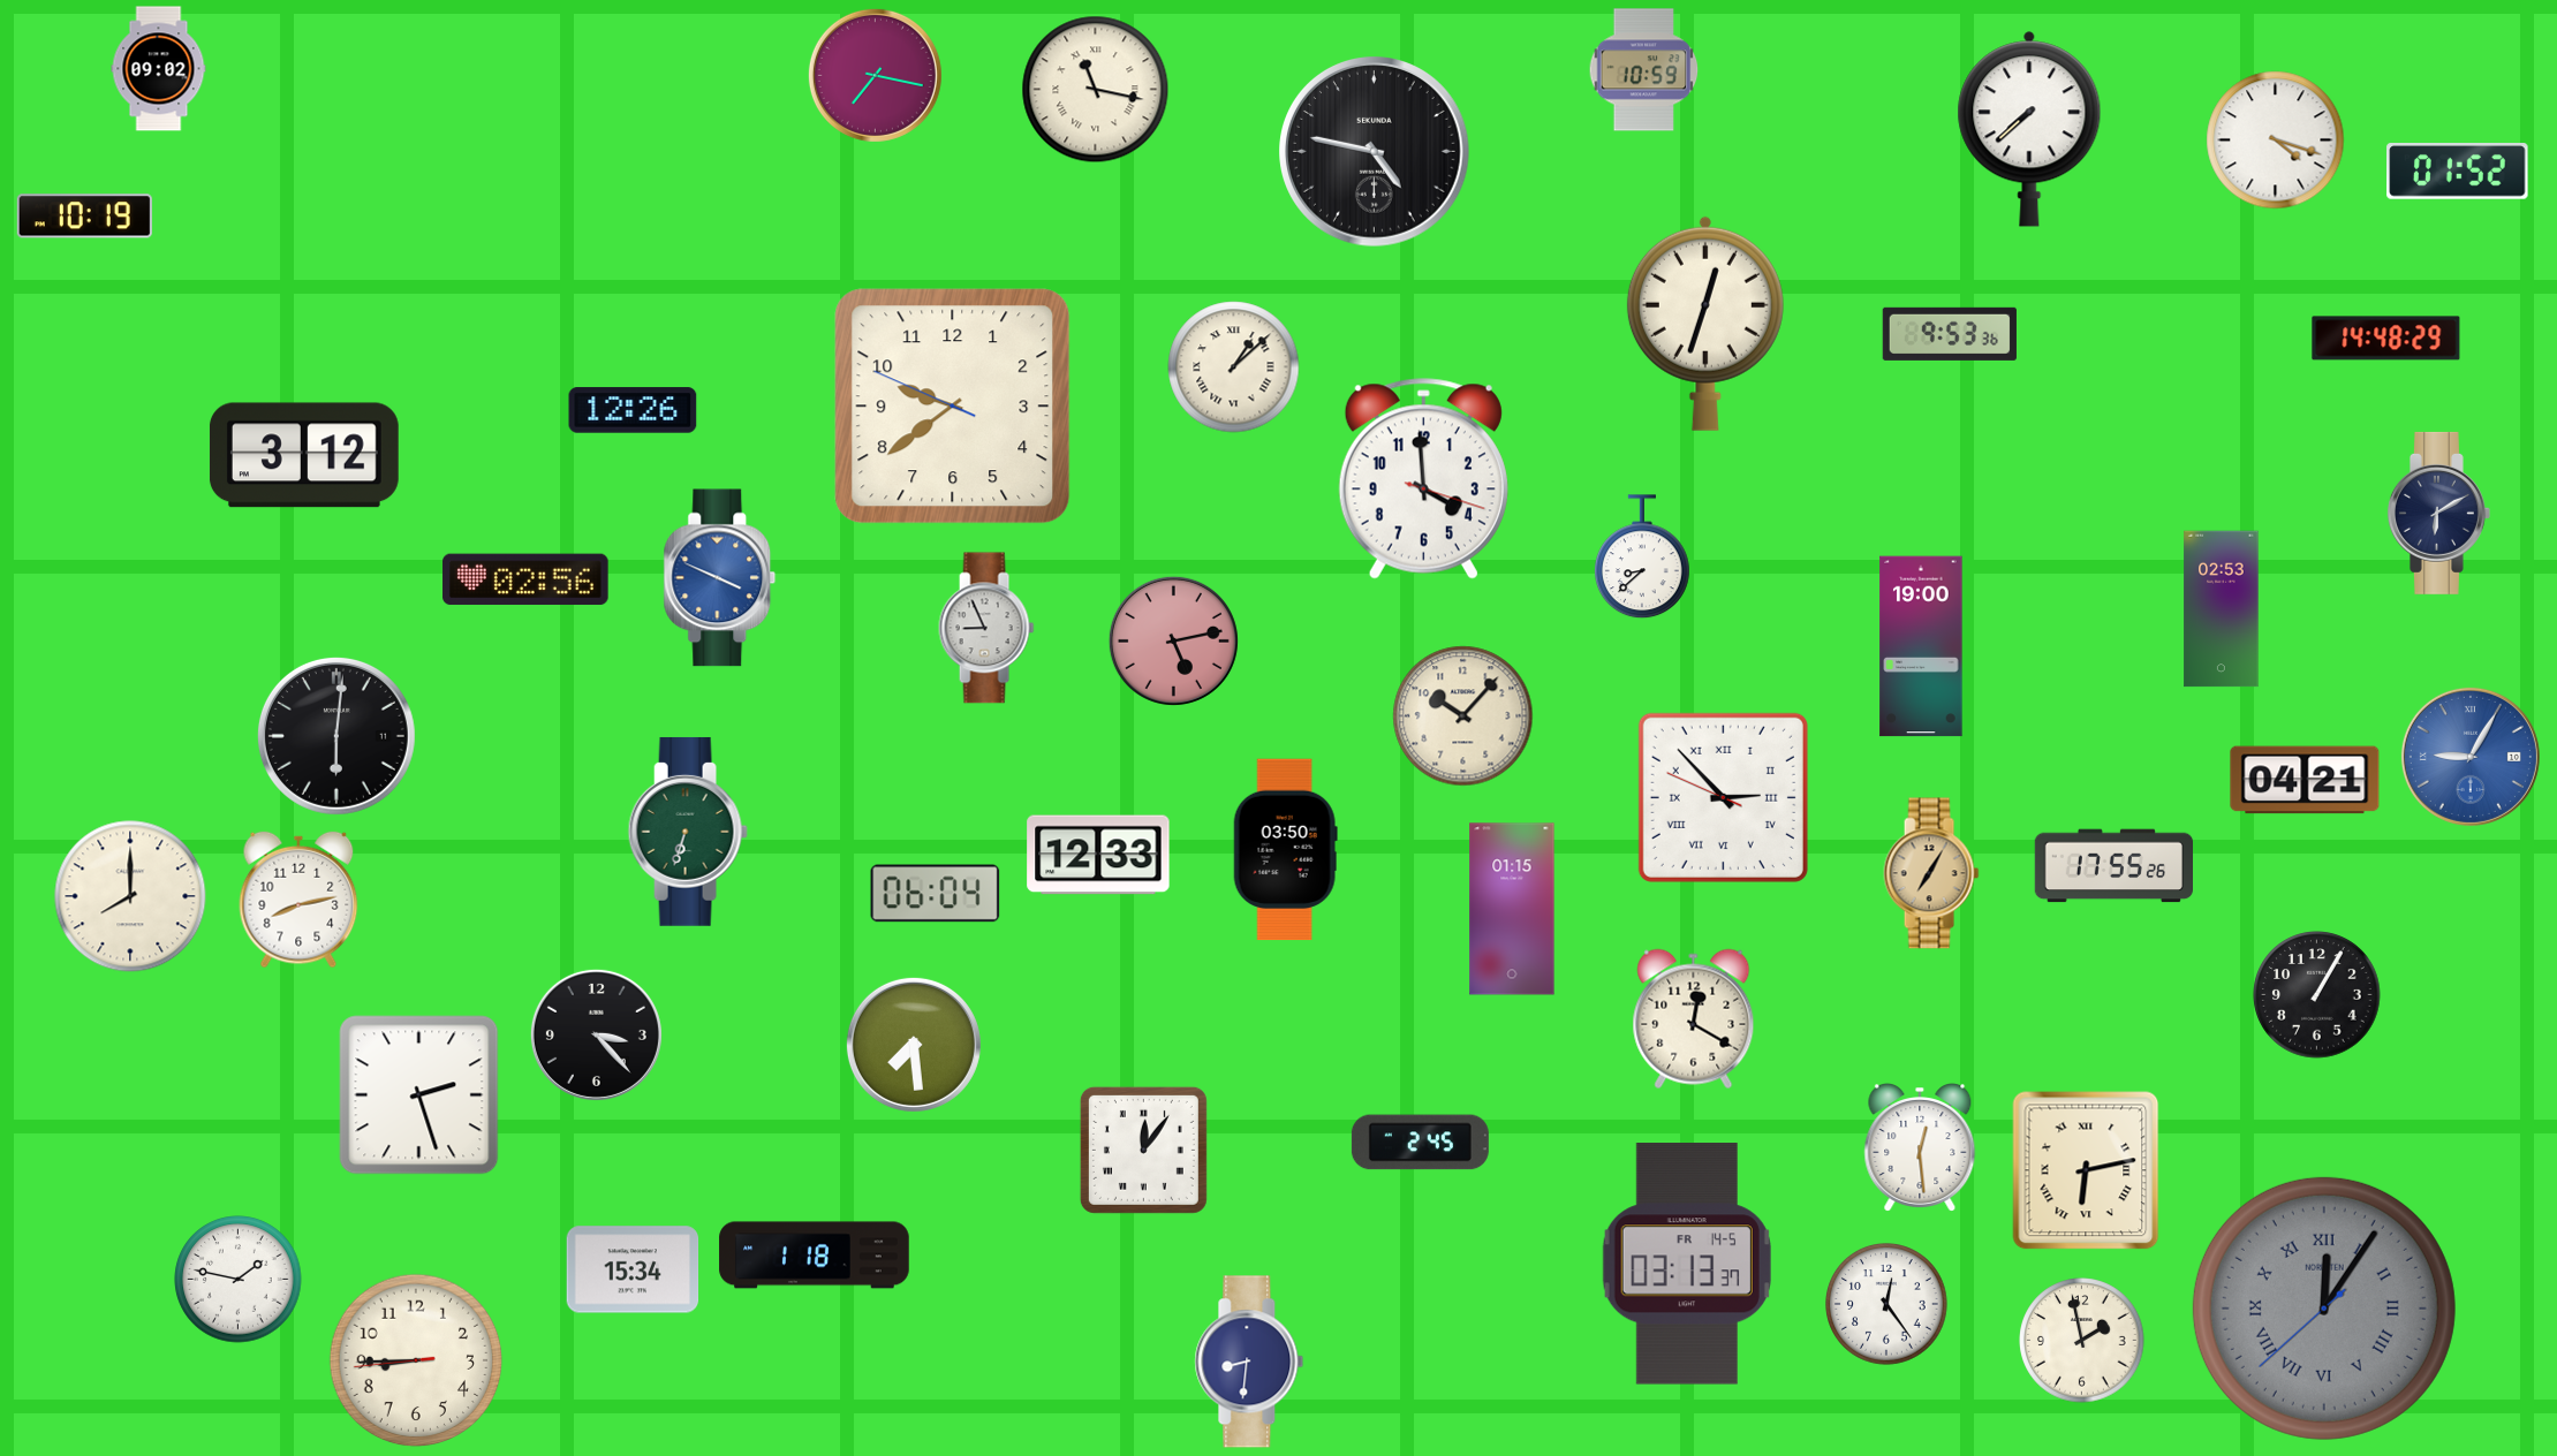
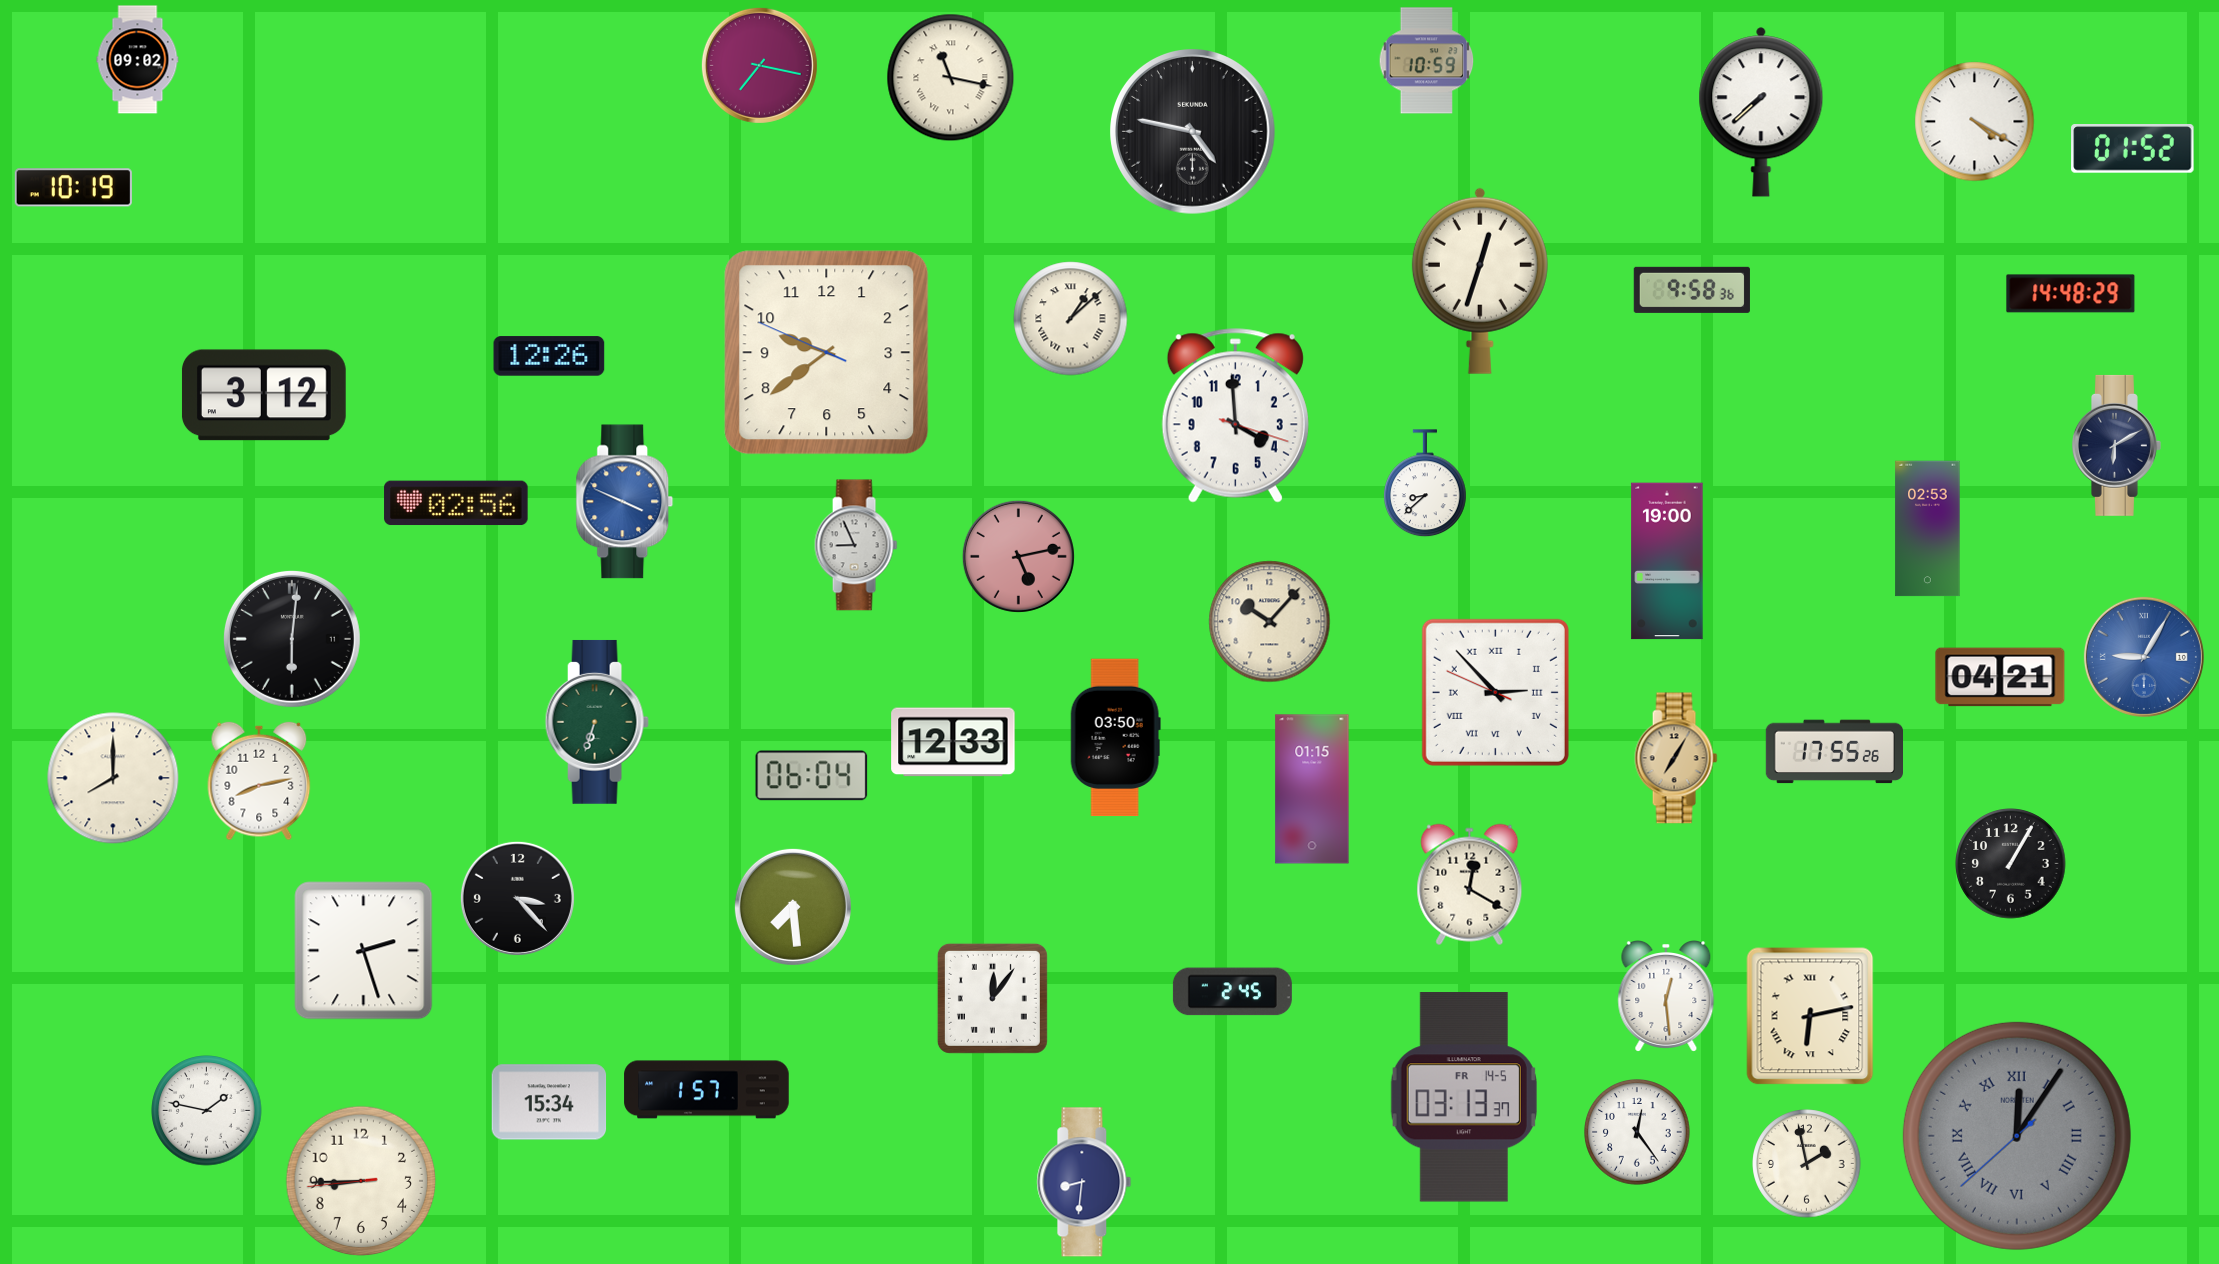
clock at (2276, 141): 4:18 -> 4:20
clock at (1950, 334): 9:53 -> 9:58
clock at (815, 1256): 1:18 -> 1:57
